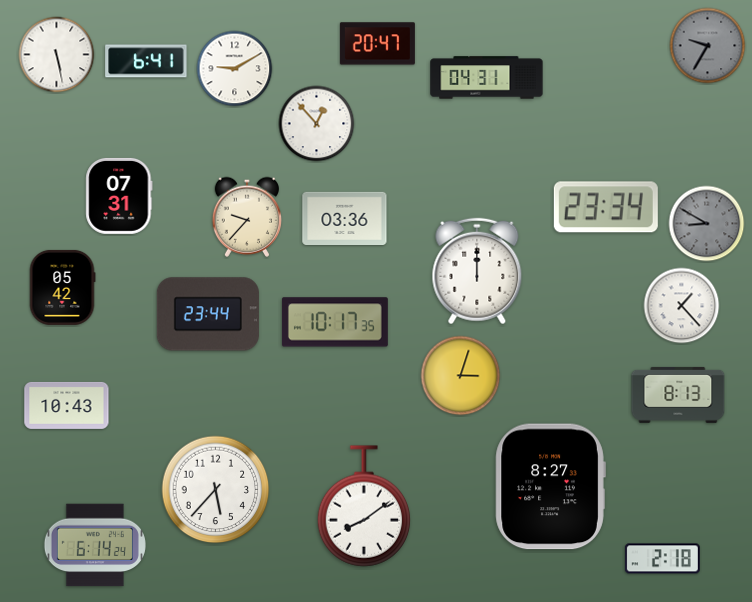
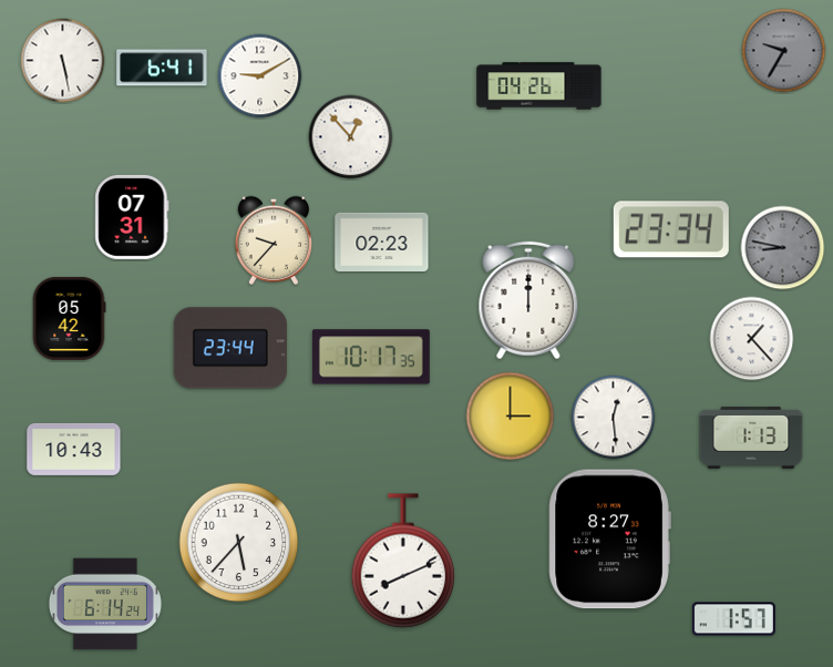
clock at (377, 44): 20:47 -> none
clock at (487, 78): 04:31 -> 04:26
clock at (345, 218): 03:36 -> 02:23
clock at (707, 224): 8:50 -> 8:47
clock at (682, 306) position: (682, 306) -> (752, 339)
clock at (461, 376): 3:03 -> 3:00
clock at (614, 418): none -> 12:29
clock at (678, 395): 8:13 -> 1:13
clock at (364, 506): 8:09 -> 8:11
clock at (662, 559): 2:18 -> 1:57
